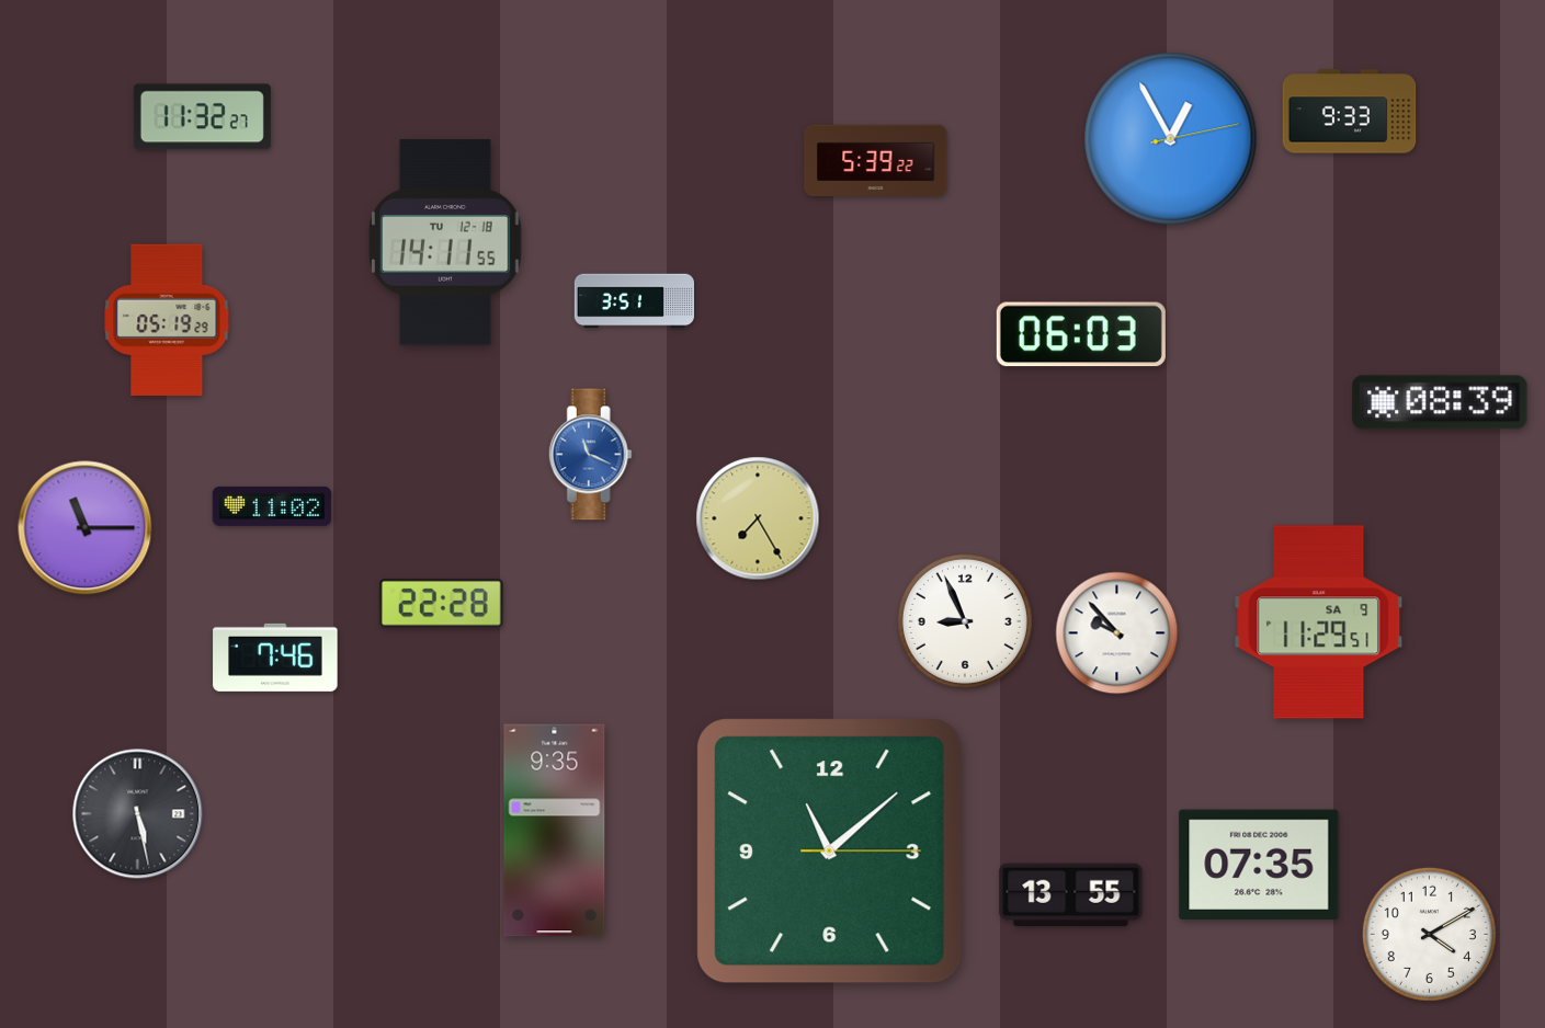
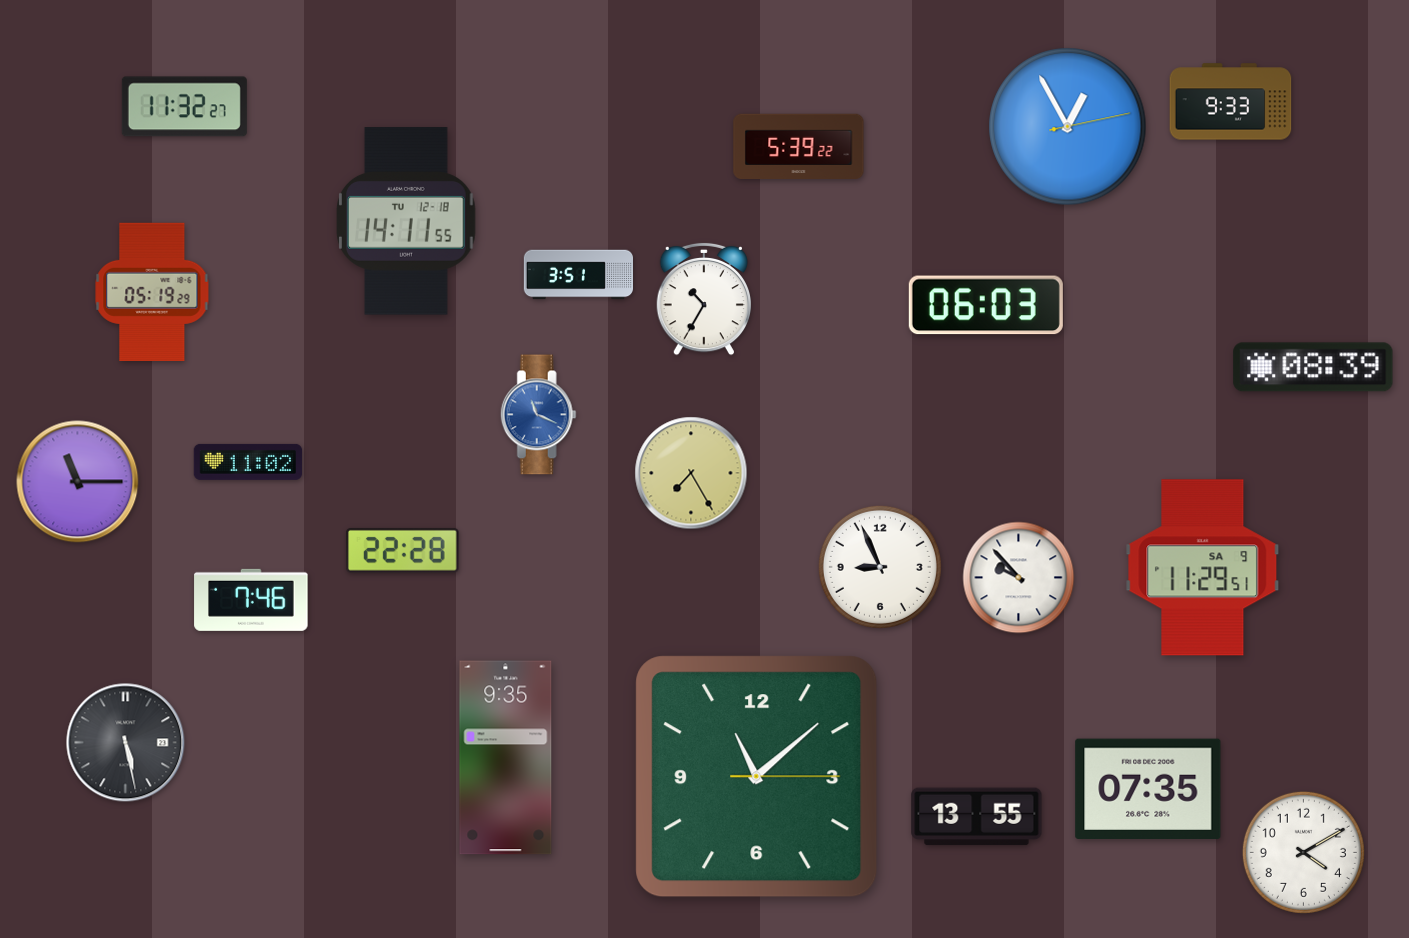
clock at (703, 299): none -> 10:35
